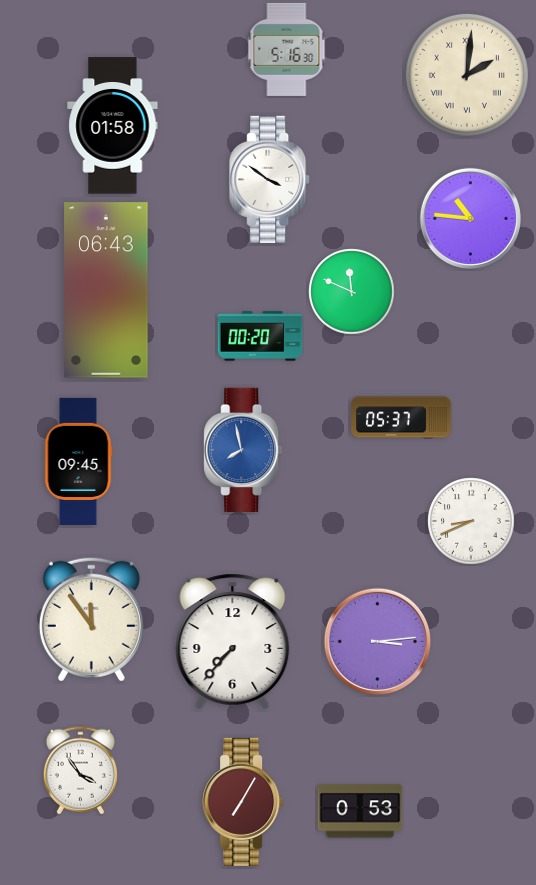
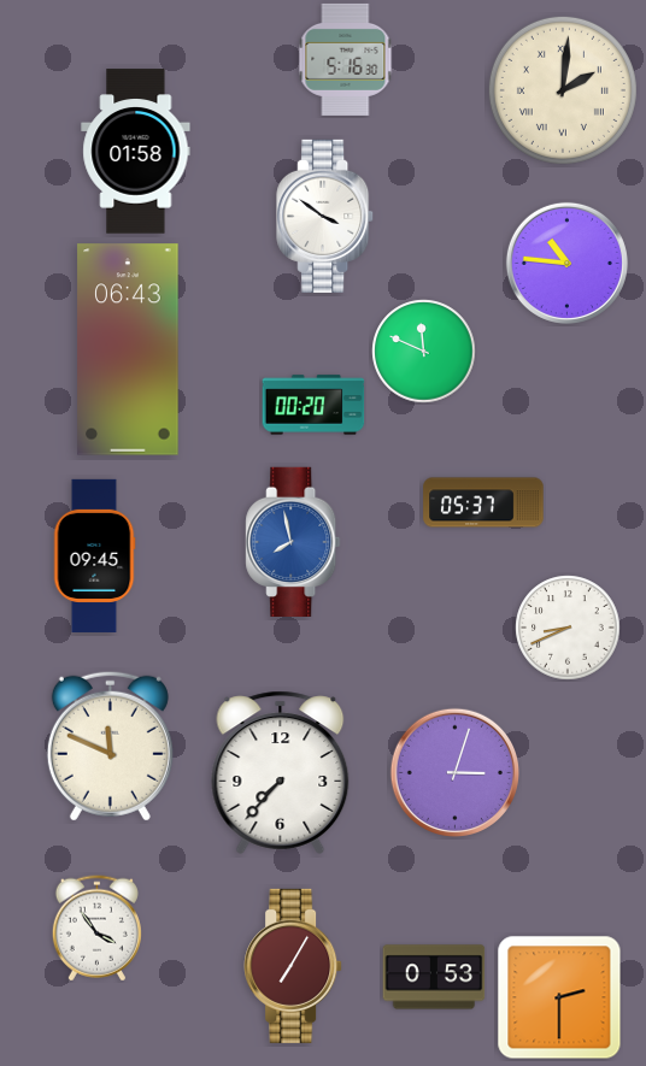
clock at (91, 619): 11:54 -> 11:49
clock at (377, 641): 3:14 -> 3:03
clock at (559, 997): none -> 2:30
